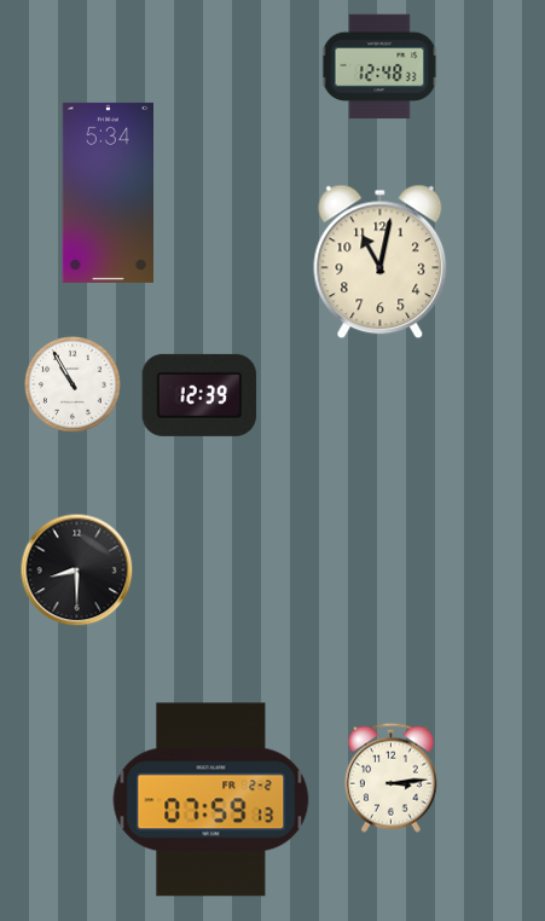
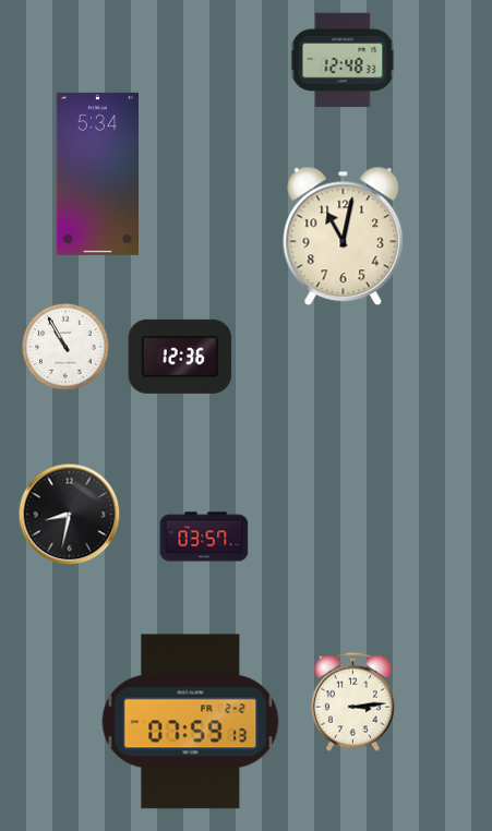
clock at (199, 395): 12:39 -> 12:36
clock at (77, 570): 8:30 -> 8:32
clock at (204, 537): none -> 03:57
